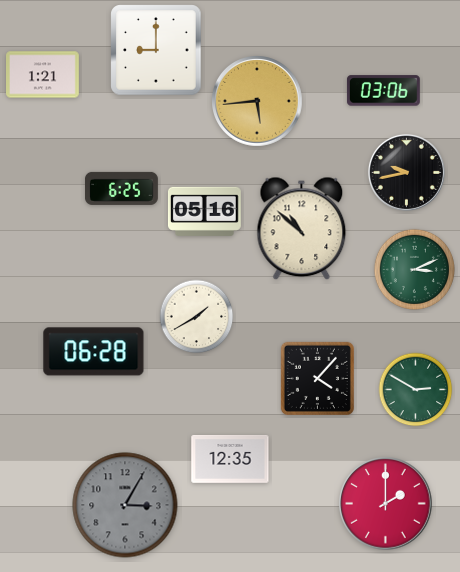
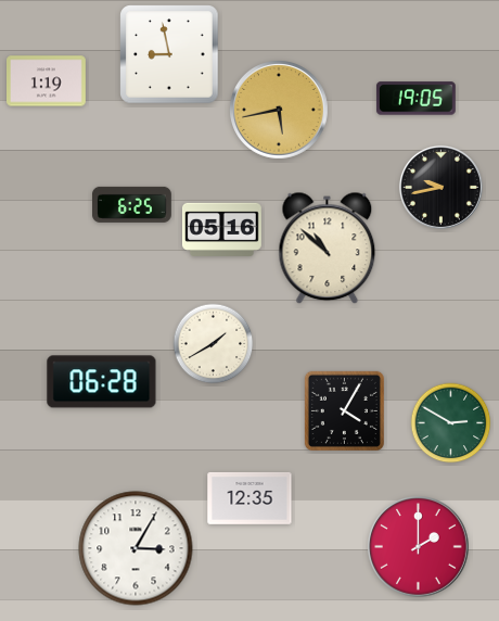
clock at (156, 50): 9:00 -> 8:58
clock at (43, 75): 1:21 -> 1:19
clock at (383, 91): 03:06 -> 19:05
clock at (258, 102): 5:44 -> 5:43
clock at (414, 269): 3:11 -> none
clock at (317, 378): 4:07 -> 4:05
clock at (125, 505) dial: grey -> white
